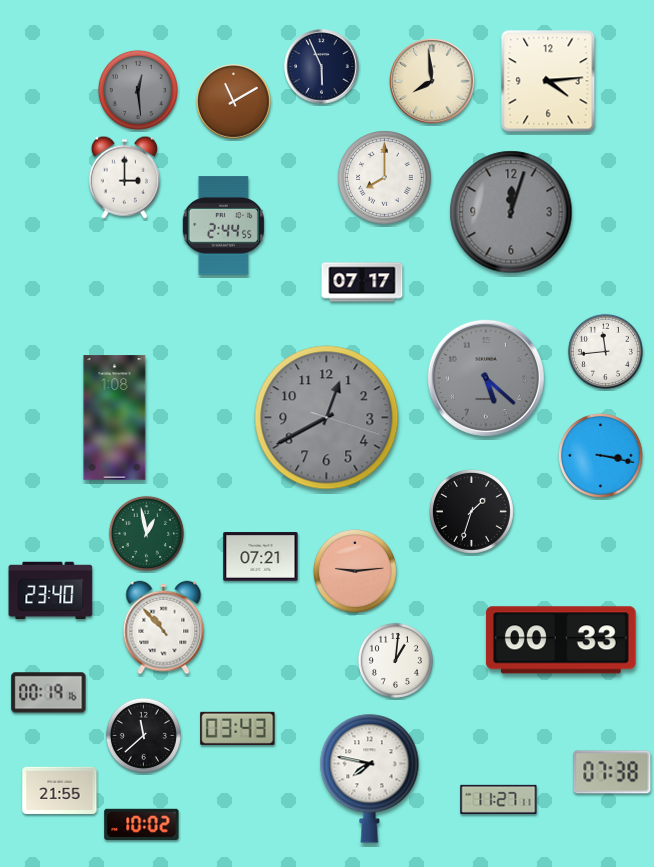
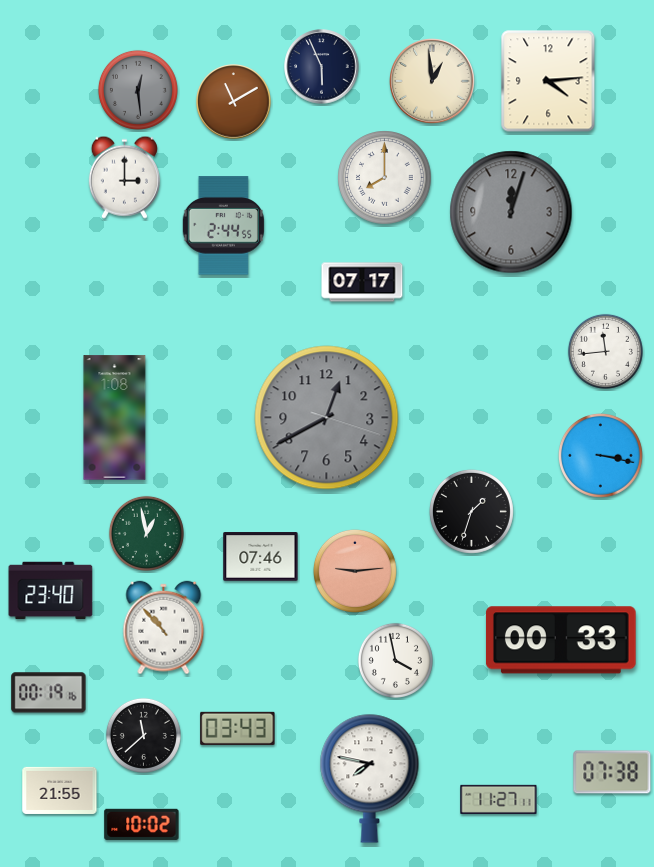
clock at (433, 82): 7:59 -> 12:59
clock at (486, 378): 5:22 -> none
clock at (261, 557): 07:21 -> 07:46
clock at (395, 660): 1:01 -> 3:58
